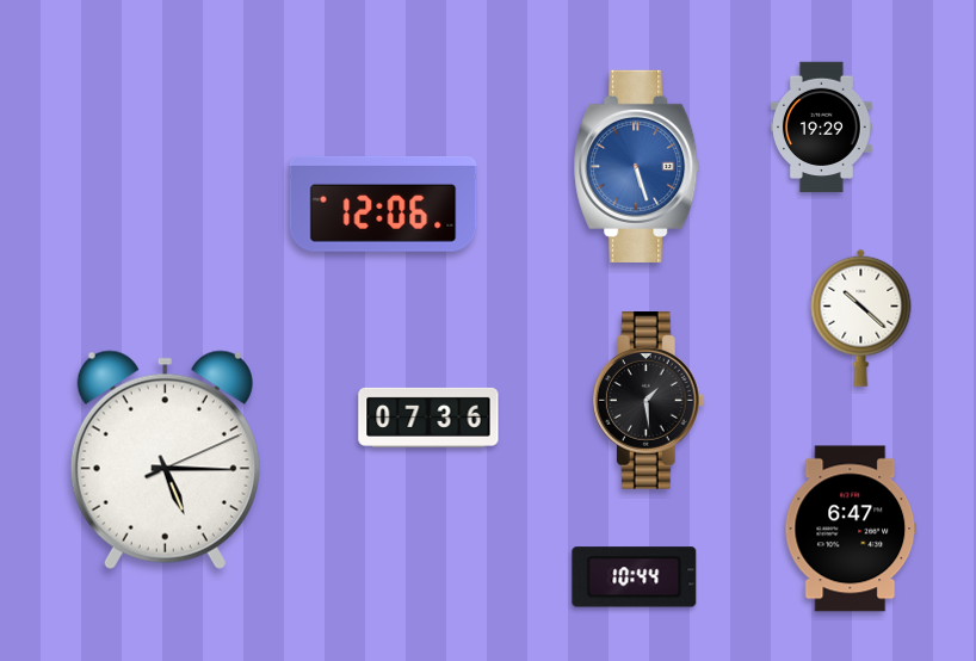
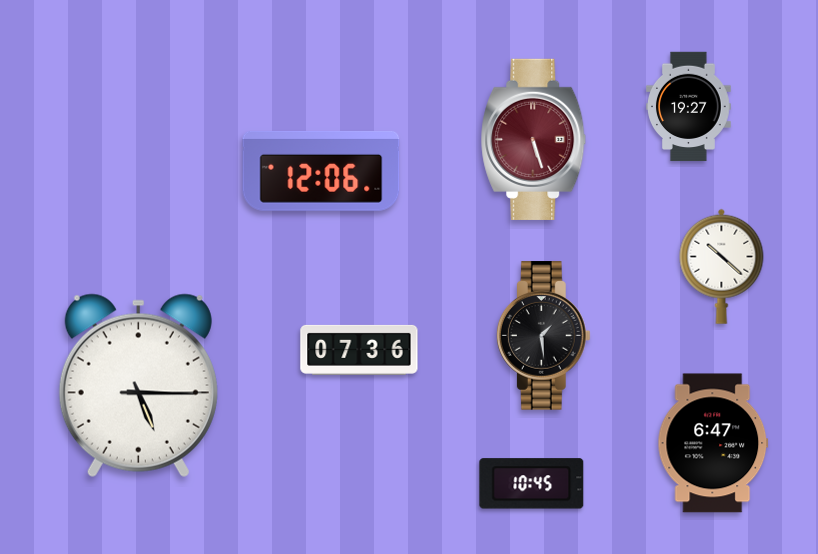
clock at (822, 128): 19:29 -> 19:27
clock at (637, 166) dial: blue -> burgundy
clock at (165, 459): 5:15:11 -> 5:15:15
clock at (635, 577): 10:44 -> 10:45
